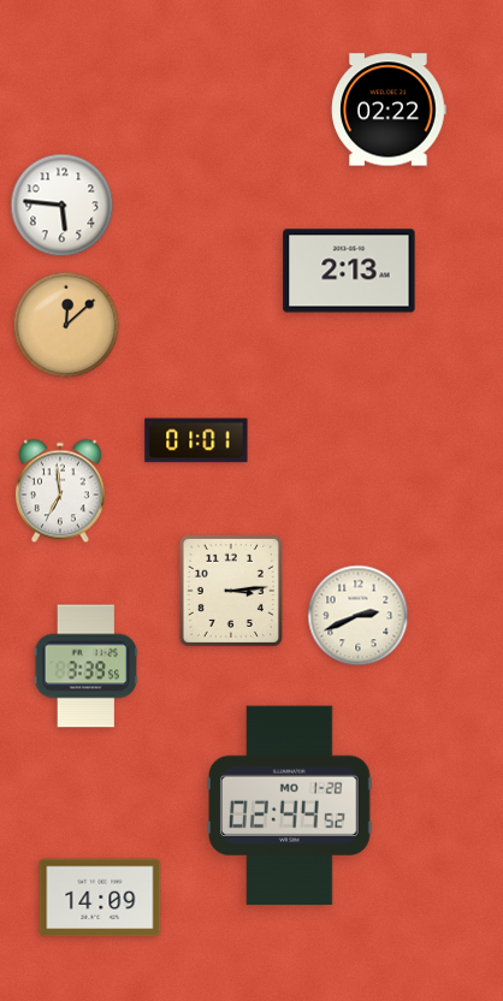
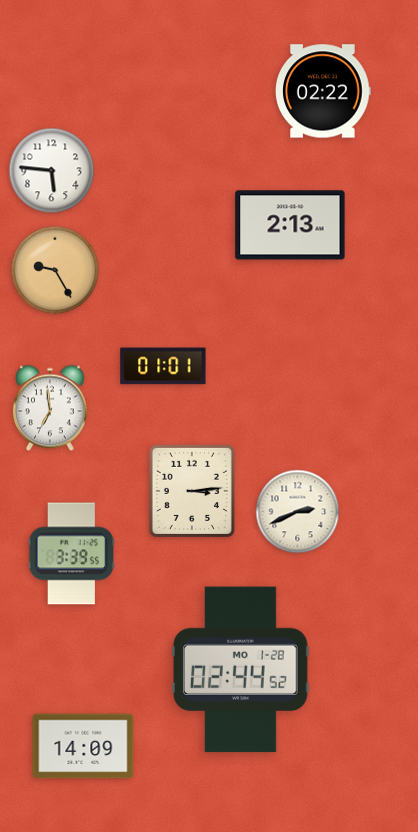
clock at (66, 325): 12:08 -> 9:25
